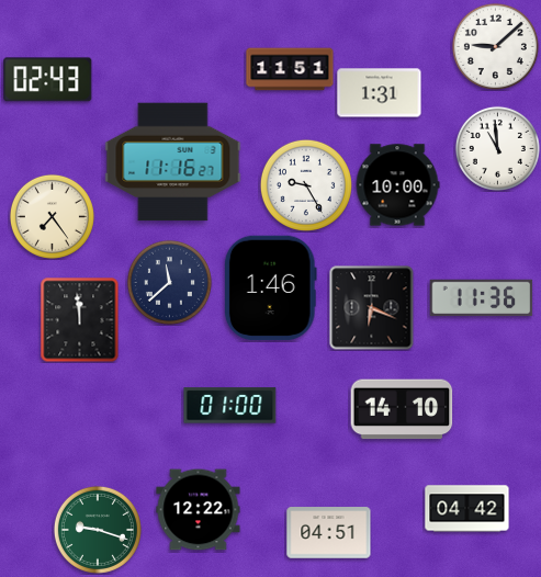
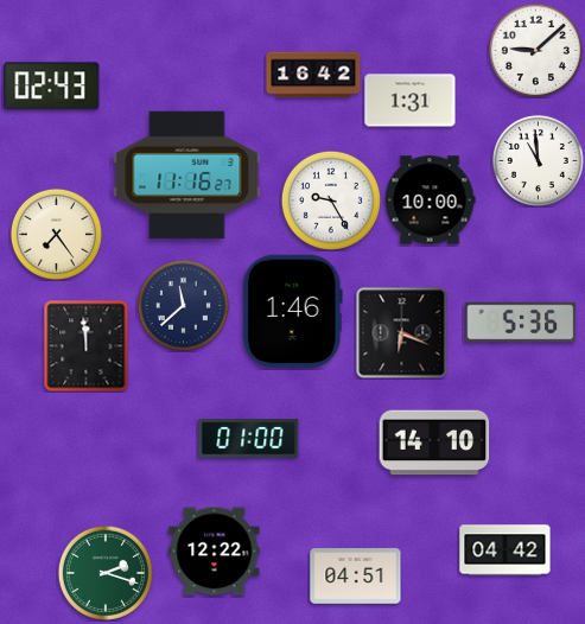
clock at (290, 69): 11:51 -> 16:42
clock at (482, 298): 11:36 -> 5:36
clock at (98, 530): 9:18 -> 2:18
